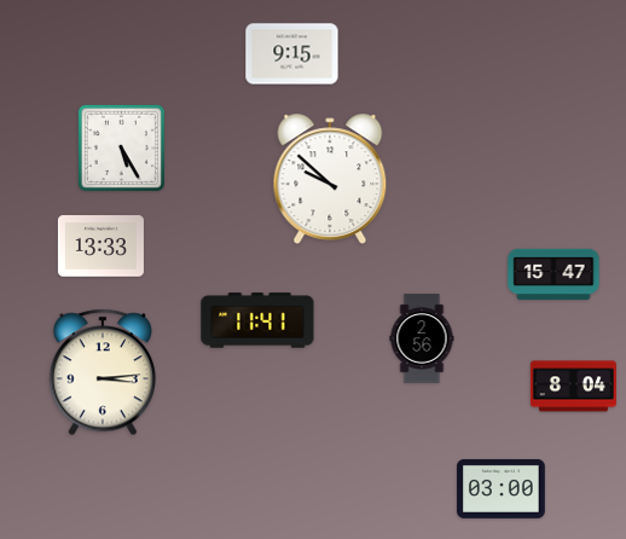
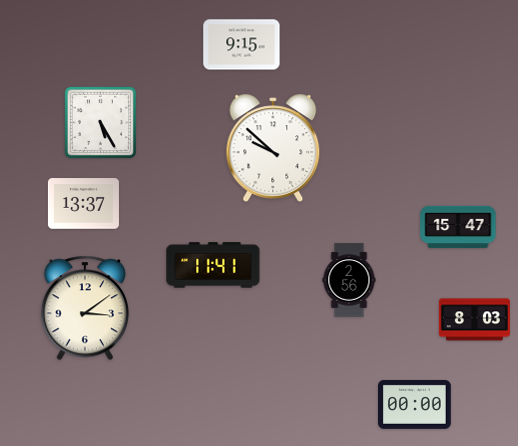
clock at (100, 247): 13:33 -> 13:37
clock at (103, 372): 3:14 -> 3:09
clock at (573, 387): 8:04 -> 8:03
clock at (502, 488): 03:00 -> 00:00
